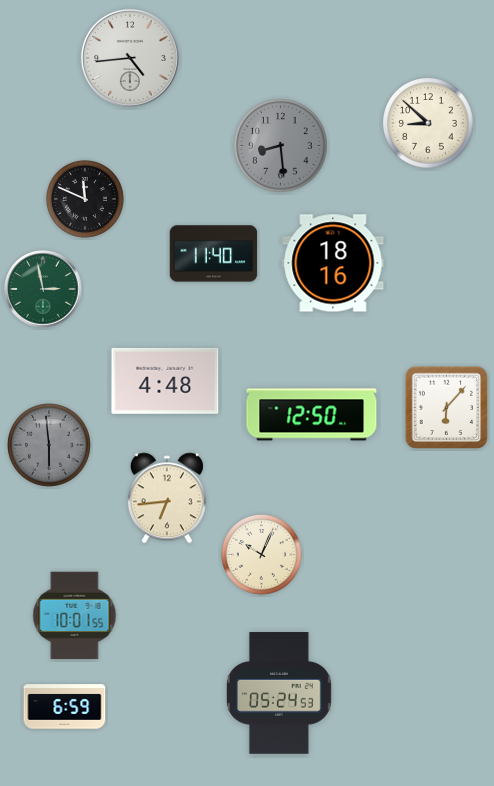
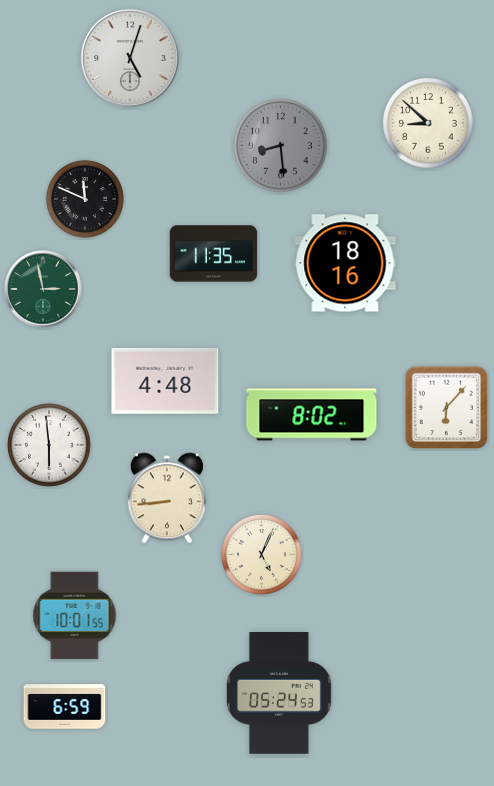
clock at (130, 58): 4:44 -> 5:03
clock at (214, 254): 11:40 -> 11:35
clock at (333, 263) position: (333, 263) -> (345, 263)
clock at (312, 415): 12:50 -> 8:02
clock at (50, 446) dial: grey -> white
clock at (167, 498): 6:44 -> 8:44
clock at (261, 554): 10:04 -> 5:04
